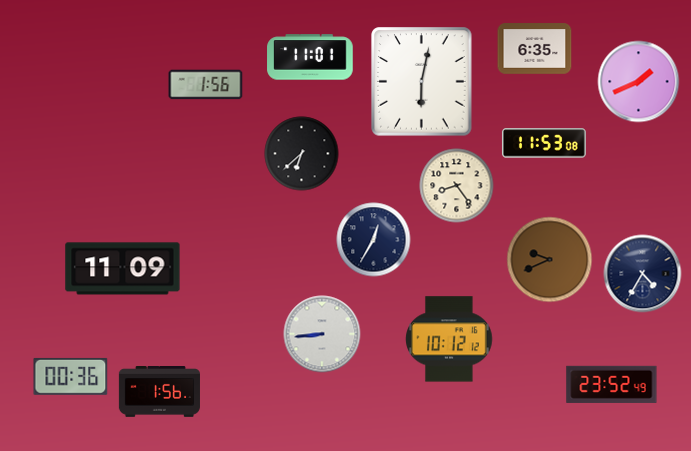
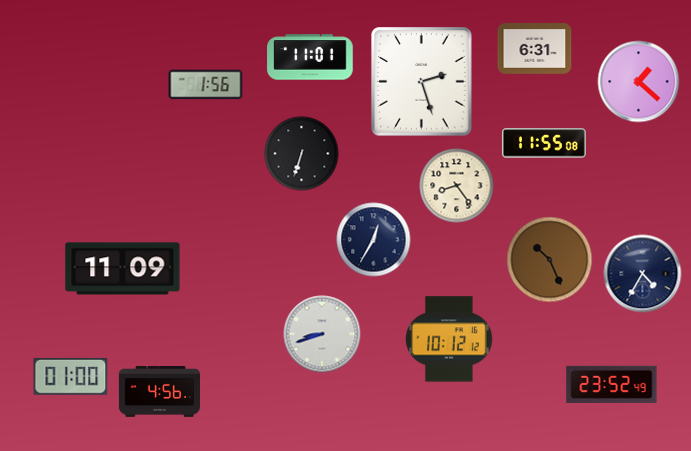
clock at (535, 49): 6:35 -> 6:31
clock at (422, 82): 6:02 -> 2:27
clock at (639, 82): 1:41 -> 1:22
clock at (544, 143): 11:53 -> 11:55
clock at (302, 154): 6:38 -> 6:33
clock at (550, 260): 9:41 -> 10:26
clock at (322, 334): 8:44 -> 8:42
clock at (71, 376): 00:36 -> 01:00
clock at (159, 392): 1:56 -> 4:56
